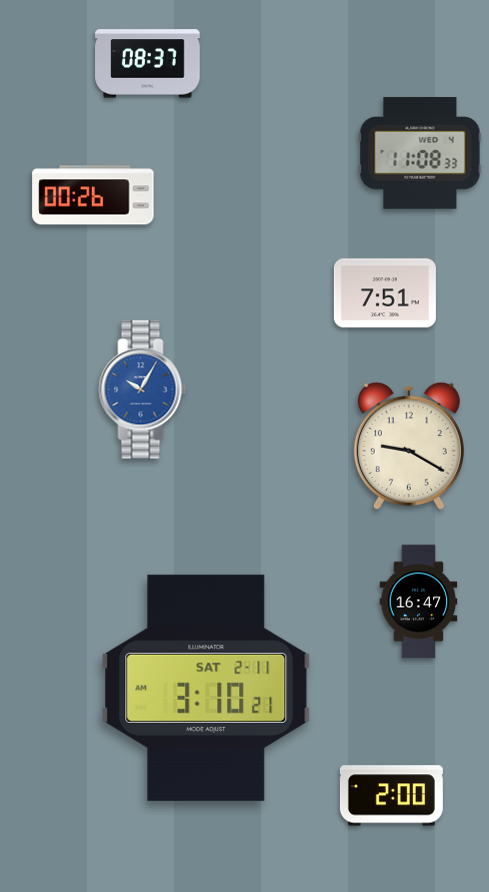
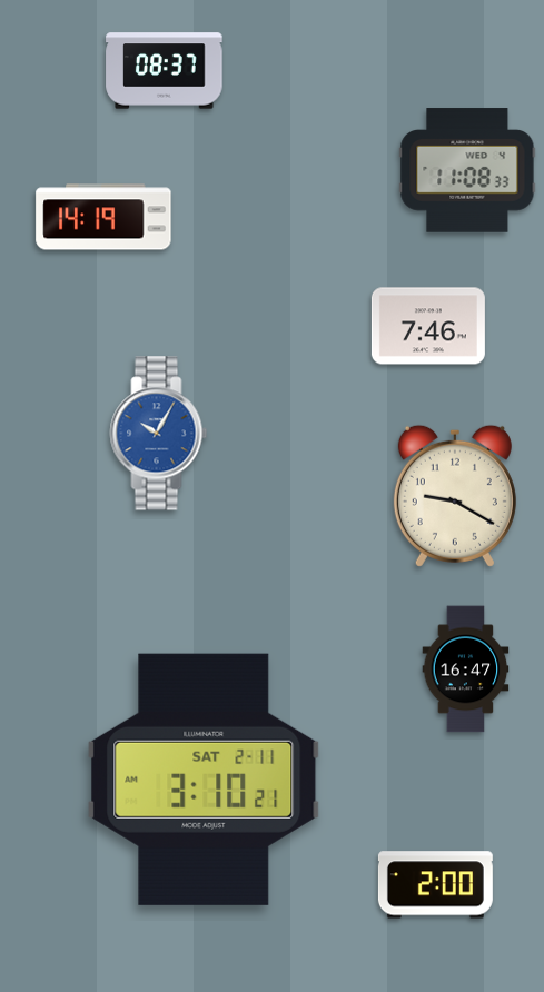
clock at (93, 195): 00:26 -> 14:19
clock at (385, 293): 7:51 -> 7:46
clock at (206, 688) position: (206, 688) -> (204, 780)
